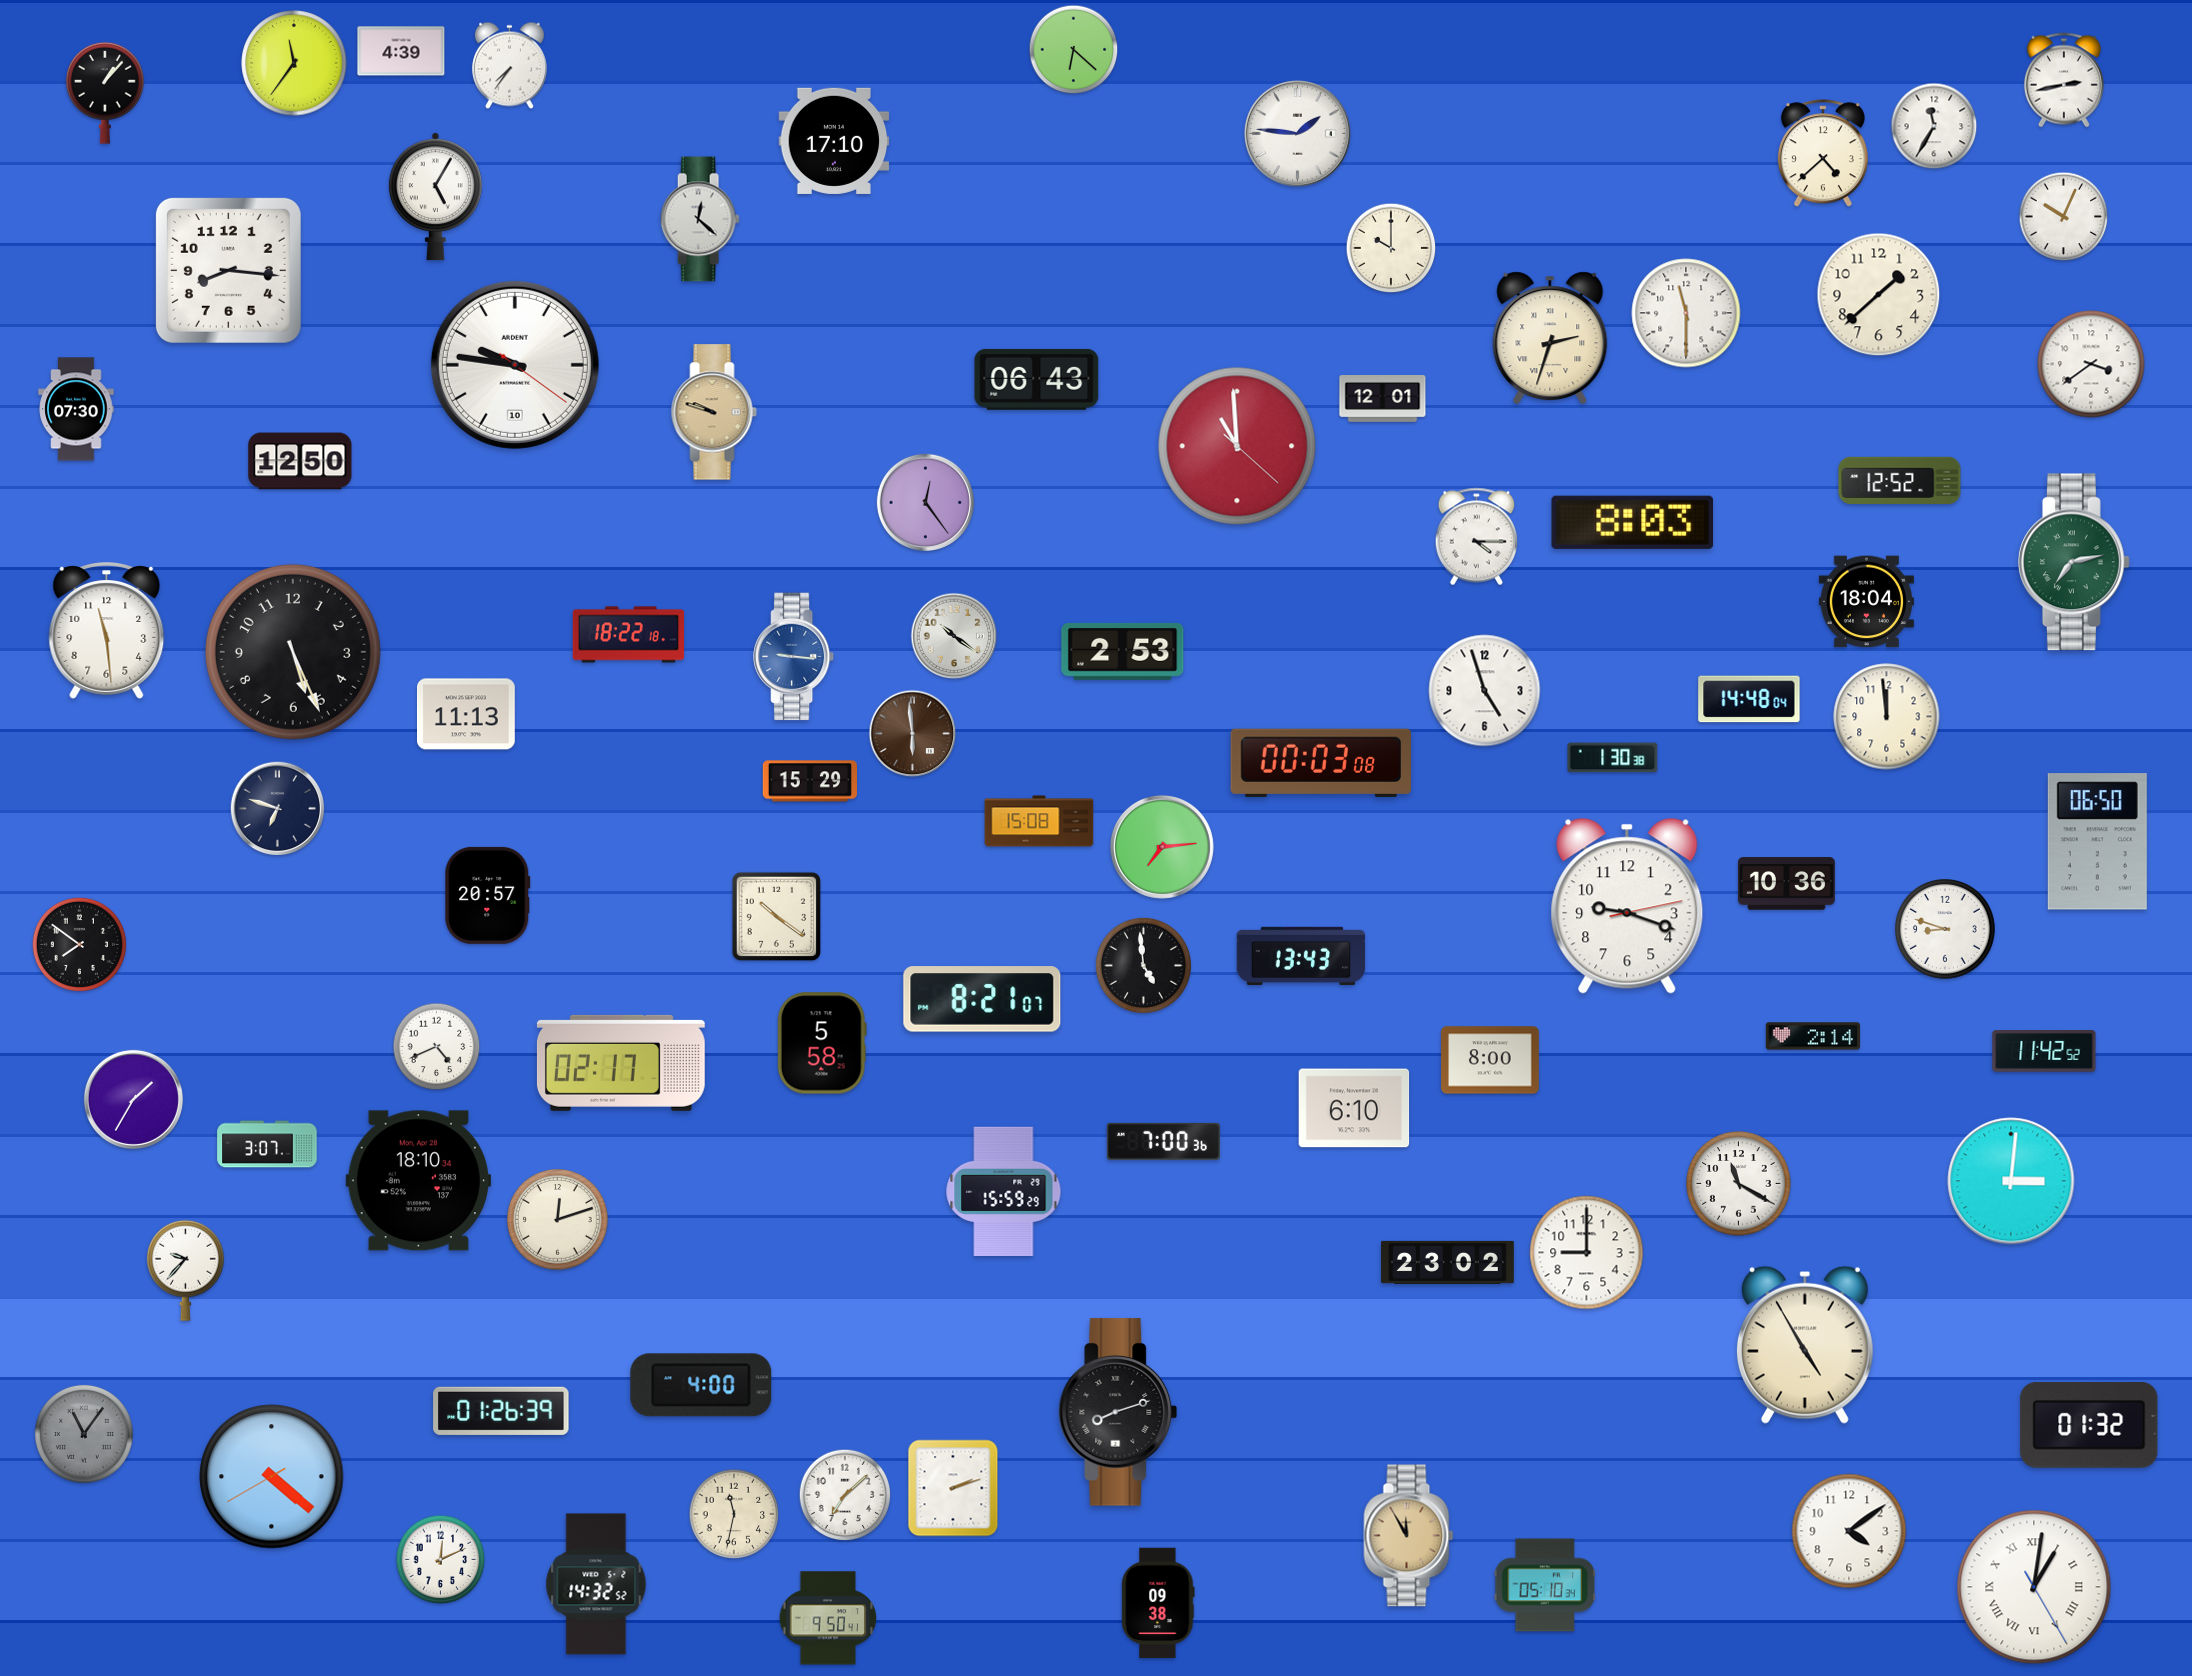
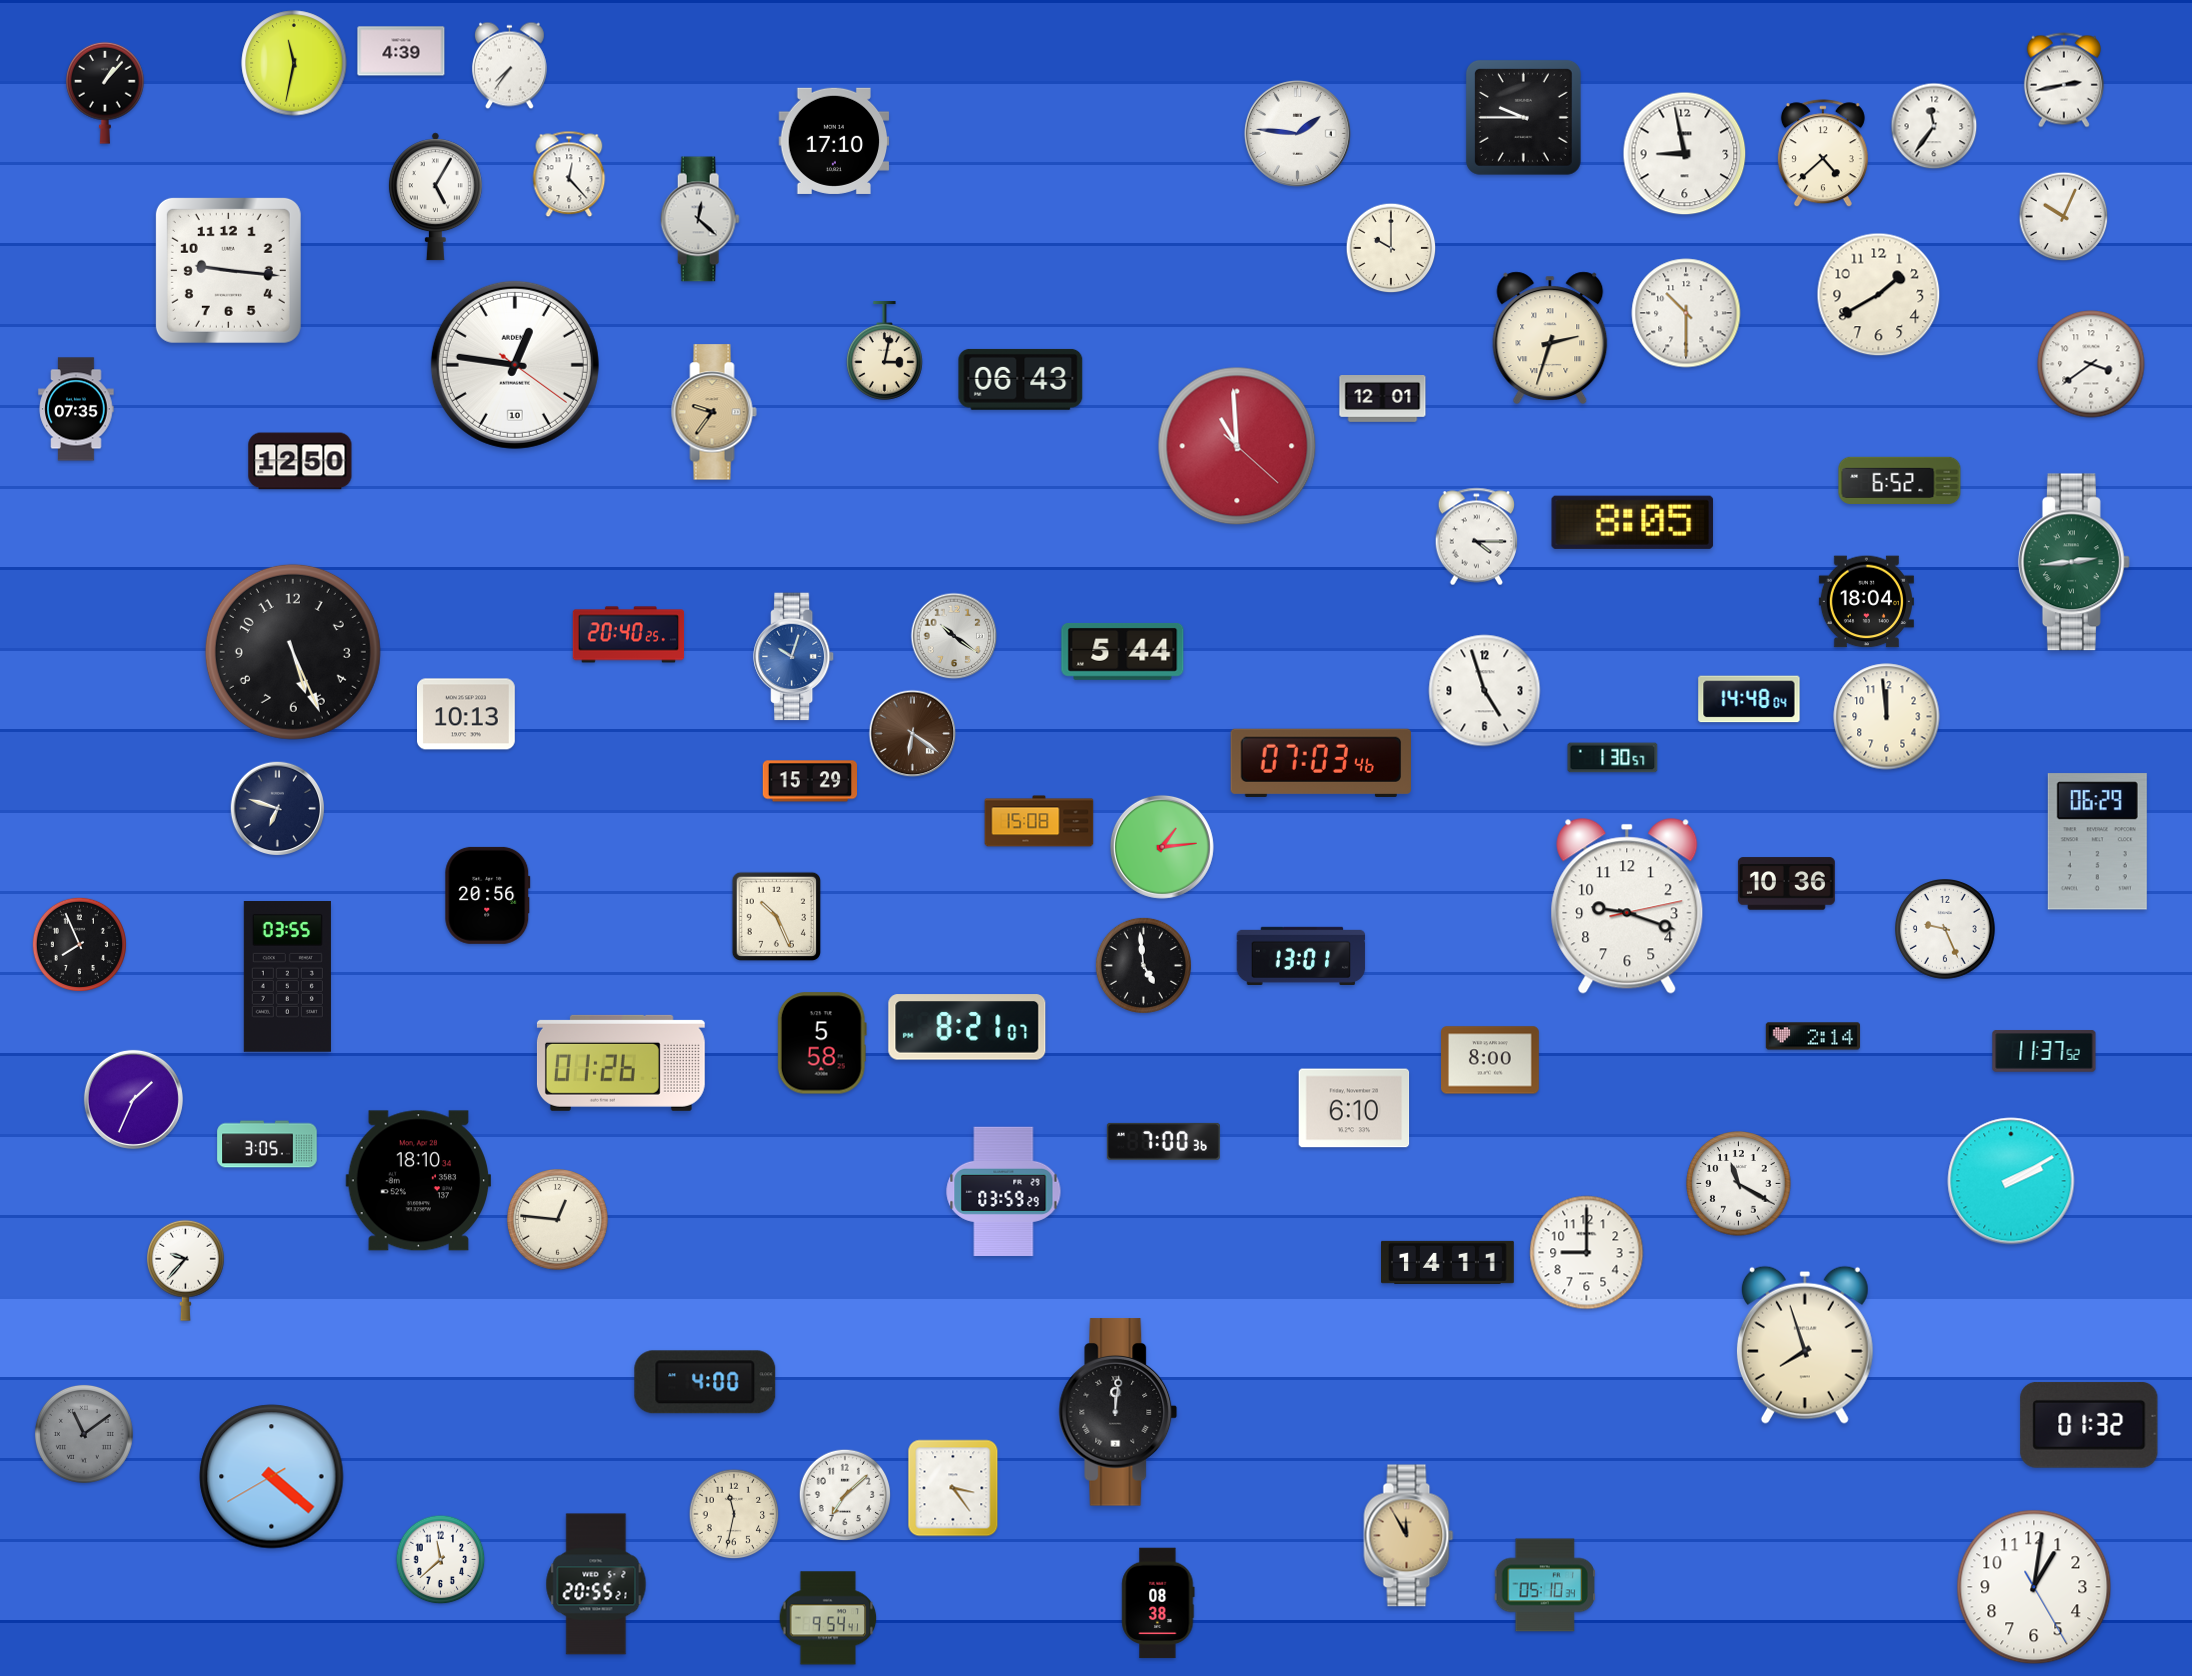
clock at (1074, 50): 6:22 -> none
clock at (294, 63): 11:36 -> 11:32
clock at (1523, 117): none -> 9:45
clock at (1934, 126): 11:35 -> 11:36
clock at (1685, 154): none -> 8:58
clock at (569, 174): none -> 12:23
clock at (228, 270): 8:16 -> 9:16
clock at (1879, 295): 1:38 -> 1:40
clock at (1686, 313): 11:30 -> 10:30
clock at (884, 351): none -> 3:02
clock at (515, 365): 9:46 -> 12:46
clock at (1037, 379) position: (1037, 379) -> (1021, 379)
clock at (76, 409): 07:30 -> 07:35
clock at (714, 412): 9:48 -> 9:36
clock at (1900, 480): 12:52 -> 6:52
clock at (925, 502): 12:24 -> none
clock at (1633, 522): 8:03 -> 8:05
clock at (2074, 562): 7:13 -> 2:44
clock at (107, 631): 11:29 -> none
clock at (629, 635): 18:22 -> 20:40
clock at (1123, 651): 2:53 -> 5:44
clock at (795, 657): 9:16 -> 10:03
clock at (467, 714): 11:13 -> 10:13
clock at (913, 734): 5:59 -> 6:21
clock at (1613, 758): 1:30:38 -> 1:30:57
clock at (1320, 763): 00:03 -> 07:03
clock at (2097, 842): 06:50 -> 06:29
clock at (1162, 847): 7:14 -> 1:14
clock at (488, 895): 20:57 -> 20:56
clock at (776, 916): 10:21 -> 10:26
clock at (1946, 930): 8:48 -> 9:26
clock at (79, 944): 7:51 -> 7:56
clock at (1301, 956): 13:43 -> 13:01
clock at (287, 977): none -> 03:55
clock at (982, 999) position: (982, 999) -> (967, 1027)
clock at (437, 1047): 4:41 -> none
clock at (2044, 1051): 11:42 -> 11:37
clock at (621, 1063): 02:17 -> 01:26
clock at (133, 1099): 1:35 -> 1:34
clock at (267, 1144): 3:07 -> 3:05
clock at (2011, 1181): 3:01 -> 2:10
clock at (1004, 1191): 15:59 -> 03:59
clock at (558, 1220): 12:12 -> 12:46
clock at (1448, 1262): 23:02 -> 14:11
clock at (1805, 1345): 4:55 -> 7:57
clock at (701, 1385) position: (701, 1385) -> (705, 1382)
clock at (501, 1411): 01:26 -> none
clock at (1118, 1412): 8:12 -> 12:01
clock at (84, 1434): 11:06 -> 11:09
clock at (953, 1488): 2:12 -> 3:24
clock at (1849, 1531): 4:09 -> none
clock at (441, 1560): 12:11 -> 11:38
clock at (596, 1584): 14:32 -> 20:55
clock at (2034, 1587) numerals: Roman -> Arabic
clock at (1158, 1603): 09:38 -> 08:38
clock at (828, 1618): 9:50 -> 9:54
